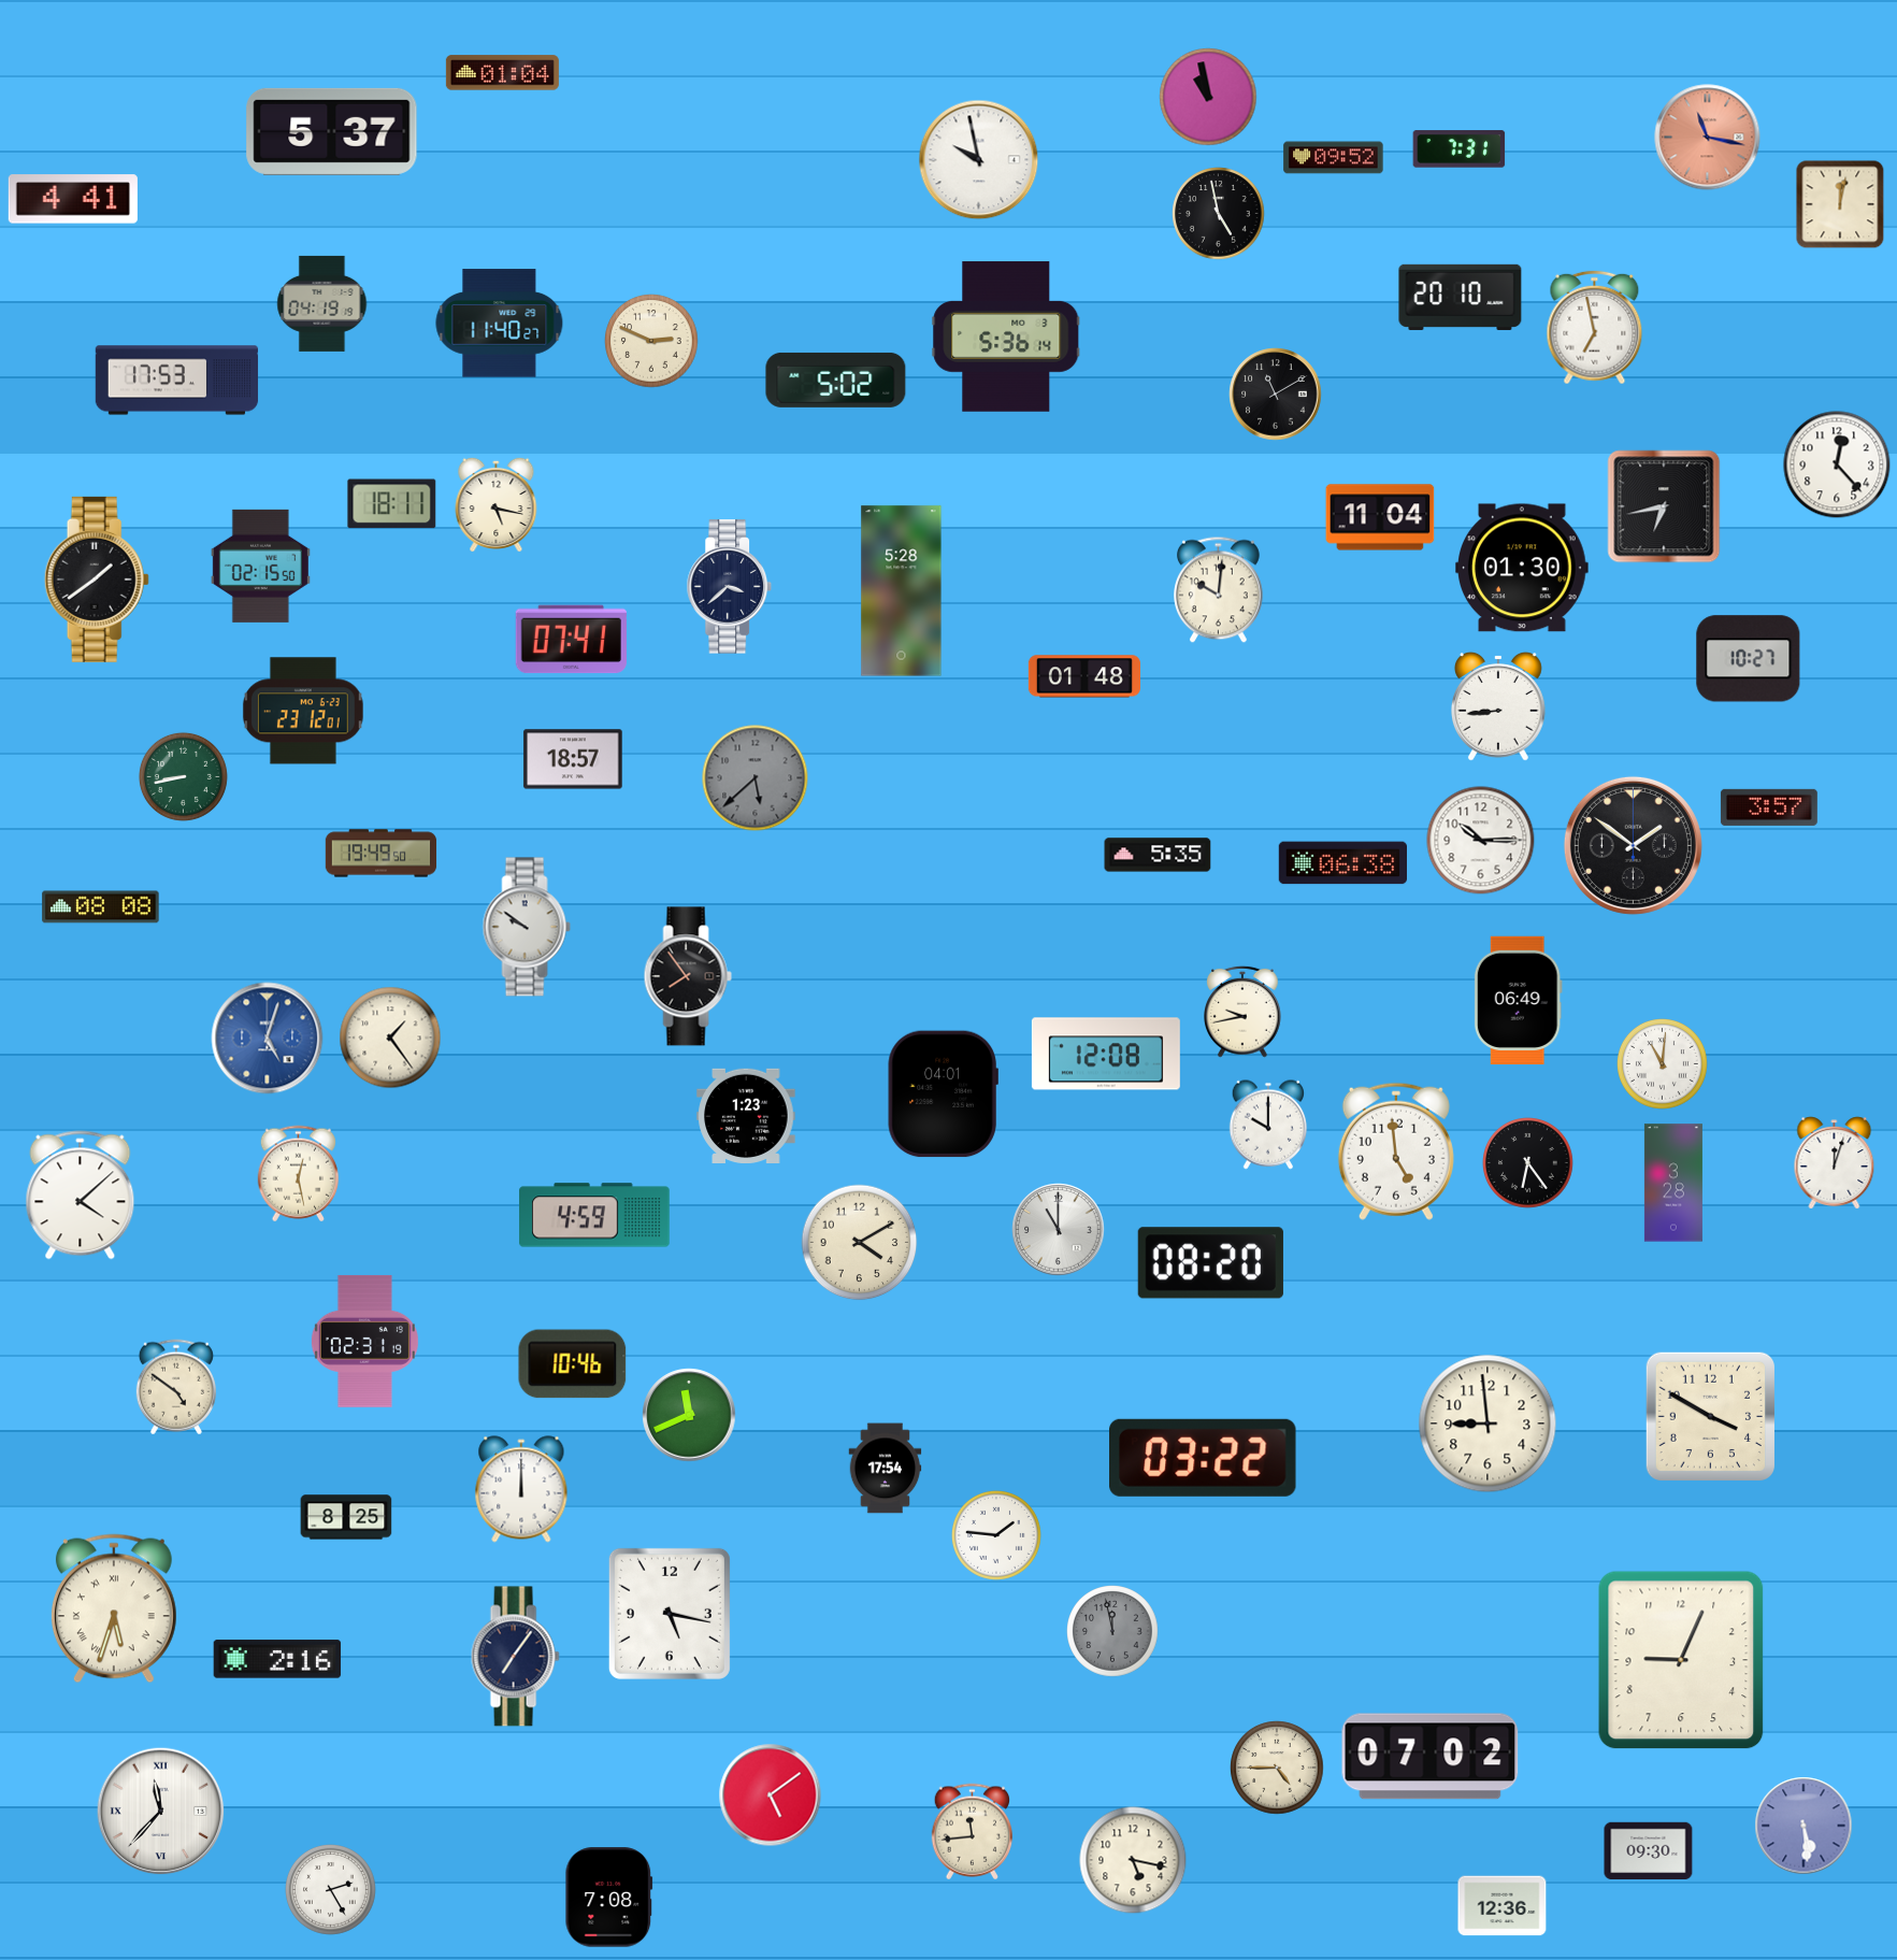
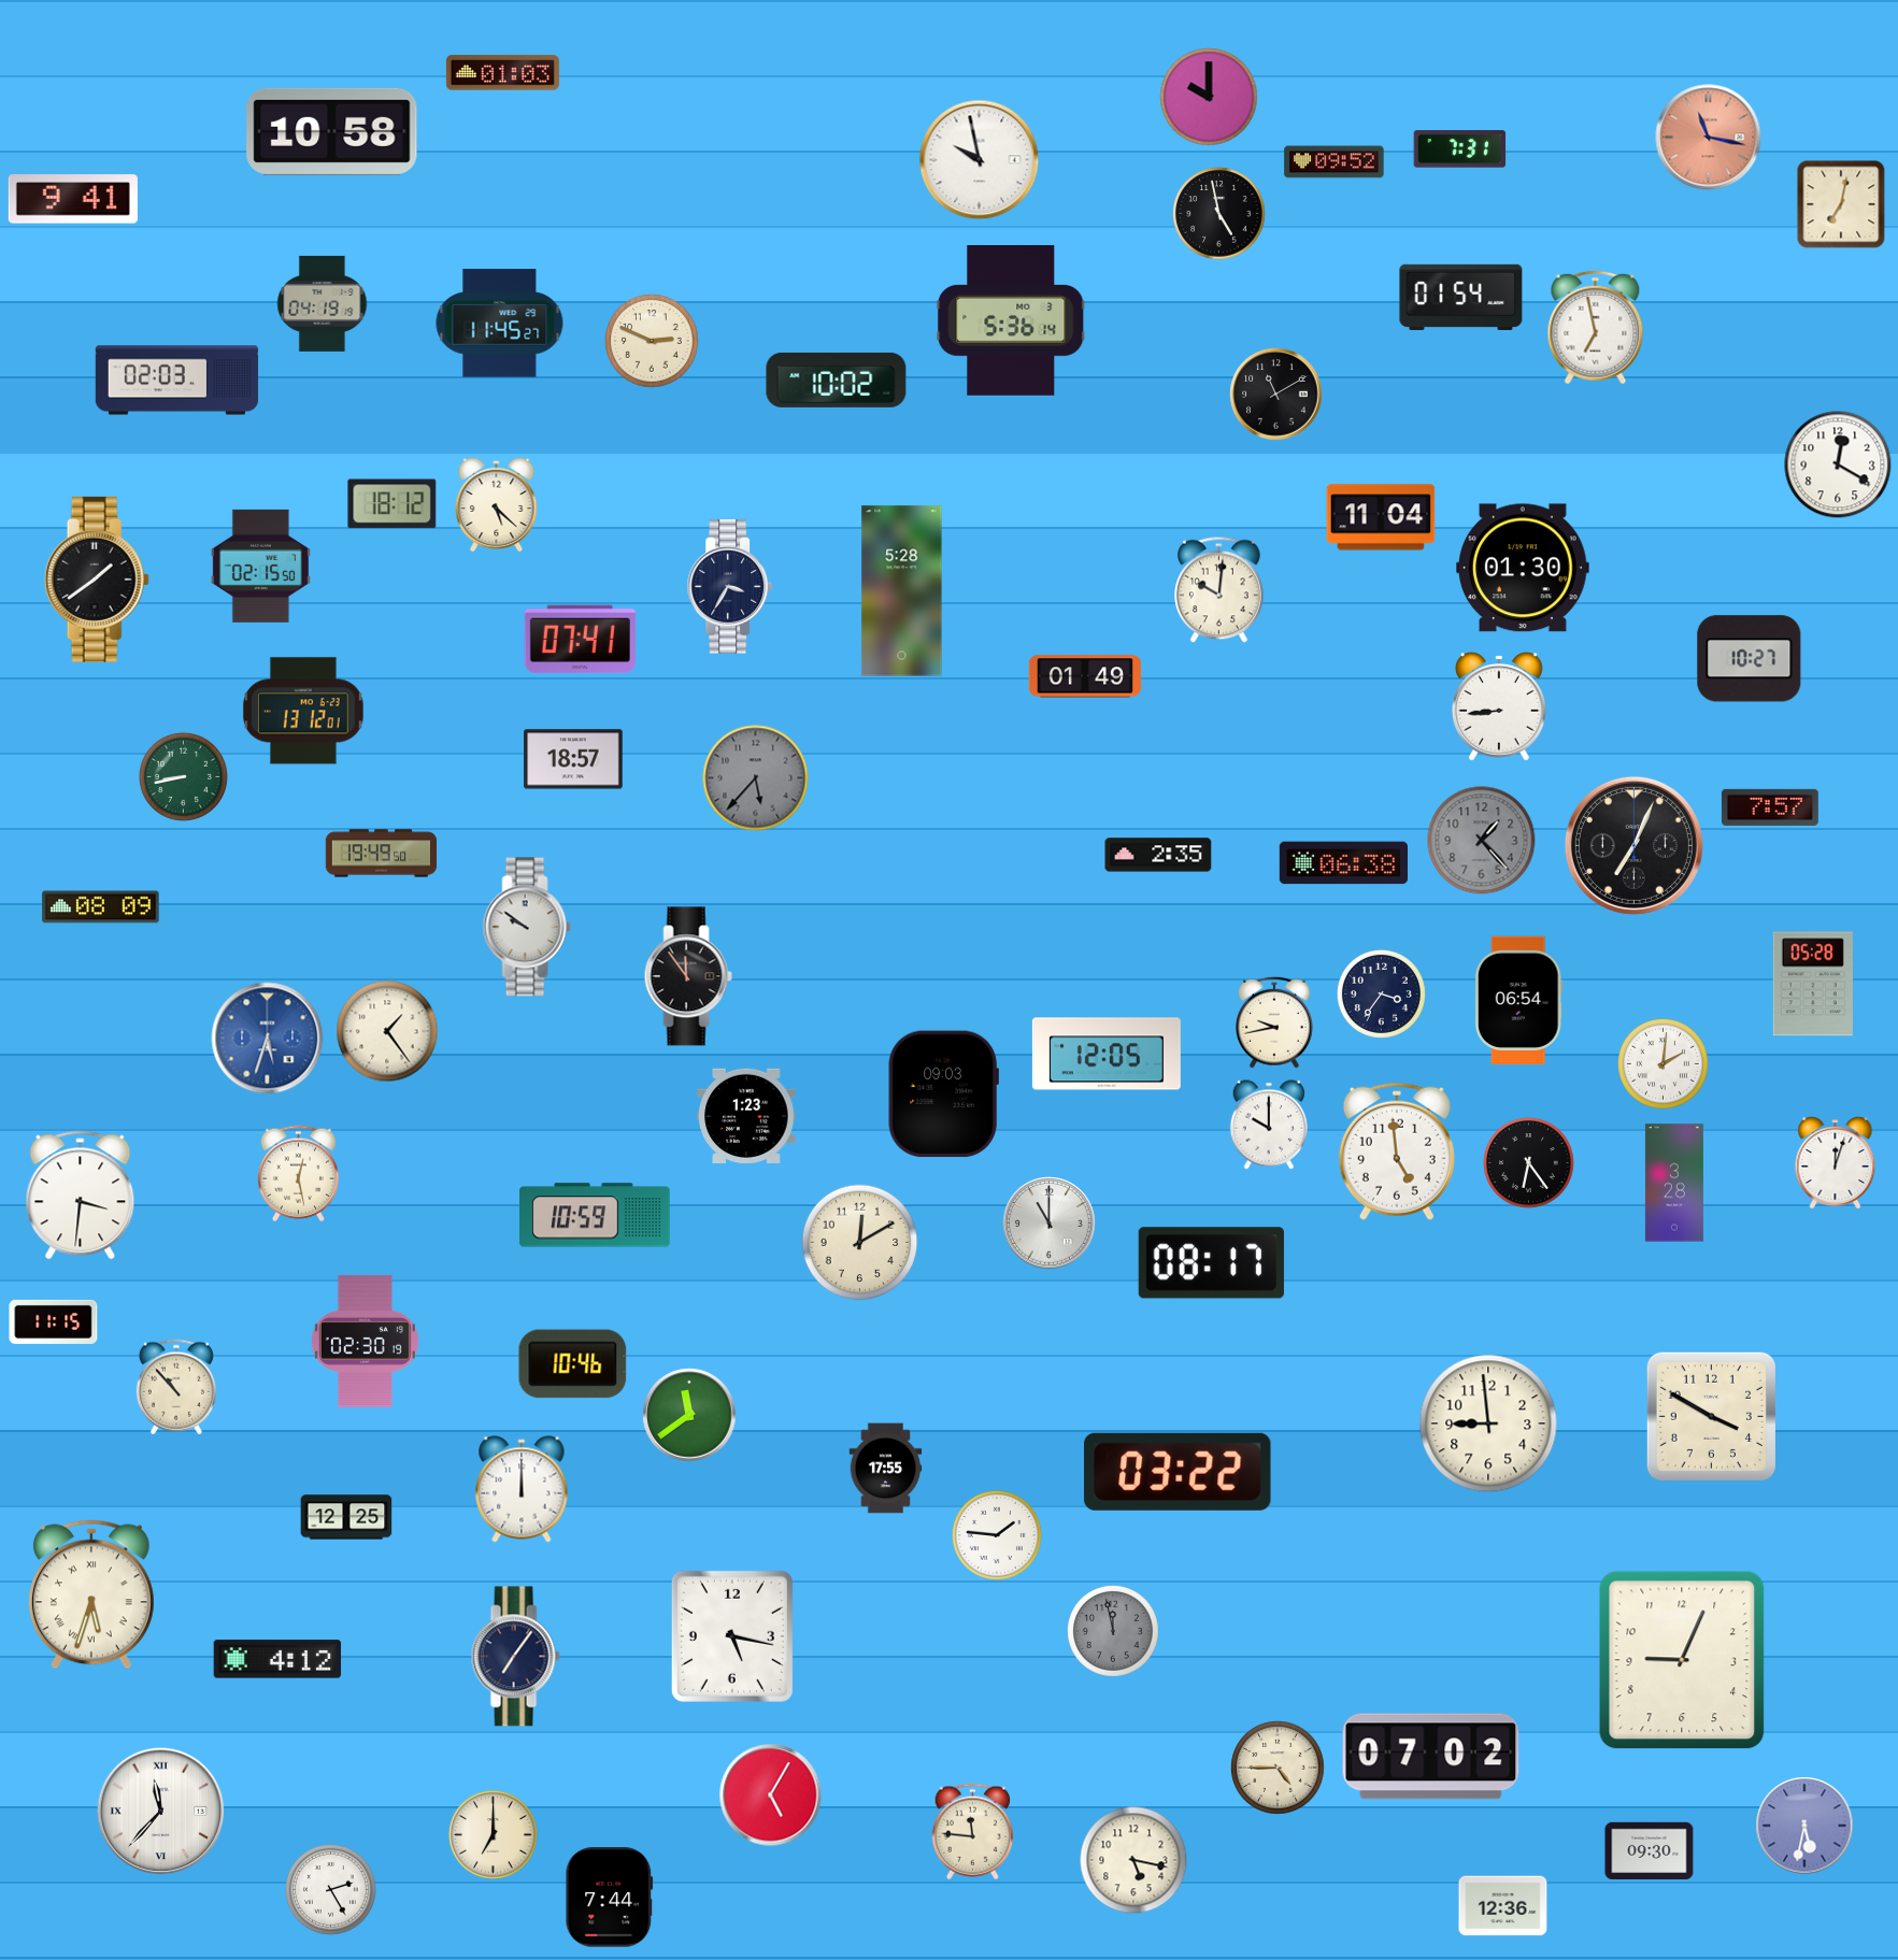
clock at (502, 73): 01:04 -> 01:03
clock at (1208, 97): 10:58 -> 10:00
clock at (332, 131): 5:37 -> 10:58
clock at (1334, 158) position: (1334, 158) -> (1335, 162)
clock at (73, 199): 4:41 -> 9:41
clock at (1840, 204): 12:02 -> 7:02
clock at (1461, 297): 20:10 -> 01:54
clock at (500, 324): 11:40 -> 11:45
clock at (1006, 337) position: (1006, 337) -> (1011, 320)
clock at (836, 380): 5:02 -> 10:02
clock at (177, 381): 17:53 -> 02:03
clock at (1837, 464): 12:23 -> 12:20
clock at (497, 503): 5:17 -> 5:22
clock at (392, 504): 18:11 -> 18:12
clock at (1664, 506): 6:43 -> none
clock at (730, 587): 3:38 -> 3:35
clock at (571, 640) position: (571, 640) -> (580, 640)
clock at (1084, 676): 01:48 -> 01:49
clock at (303, 711): 23:12 -> 13:12
clock at (756, 778): 5:38 -> 5:37
clock at (1769, 807): 3:57 -> 7:57
clock at (1481, 841): 10:15 -> 1:23
clock at (1481, 841) dial: white -> grey
clock at (1633, 845): 1:51 -> 7:04
clock at (1158, 855): 5:35 -> 2:35
clock at (101, 907): 08:08 -> 08:09
clock at (688, 976): 7:54 -> 11:54
clock at (1813, 984): none -> 05:28
clock at (1381, 993): none -> 3:36
clock at (1518, 1000): 06:49 -> 06:54
clock at (1244, 1012) position: (1244, 1012) -> (1275, 1022)
clock at (390, 1038) position: (390, 1038) -> (387, 1031)
clock at (268, 1039): 5:03 -> 5:33
clock at (1106, 1054): 12:08 -> 12:05
clock at (1663, 1064): 11:01 -> 2:01
clock at (943, 1095): 04:01 -> 09:03
clock at (81, 1196): 4:08 -> 3:31
clock at (594, 1215): 4:59 -> 10:59
clock at (1059, 1230) position: (1059, 1230) -> (1050, 1224)
clock at (860, 1243): 4:10 -> 12:10
clock at (1210, 1263): 08:20 -> 08:17
clock at (54, 1321): none -> 11:15
clock at (364, 1341): 02:31 -> 02:30
clock at (176, 1387): 4:51 -> 10:53
clock at (689, 1415): 11:41 -> 11:39
clock at (1204, 1458) position: (1204, 1458) -> (1179, 1472)
clock at (886, 1469): 17:54 -> 17:55
clock at (346, 1517): 8:25 -> 12:25
clock at (114, 1608) position: (114, 1608) -> (91, 1594)
clock at (670, 1614) position: (670, 1614) -> (732, 1636)
clock at (277, 1659): 2:16 -> 4:12
clock at (771, 1796): 5:09 -> 5:05
clock at (1803, 1826): 5:29 -> 5:32
clock at (972, 1832): 11:44 -> 11:46
clock at (493, 1834): none -> 7:00
clock at (609, 1898): 7:08 -> 7:44
